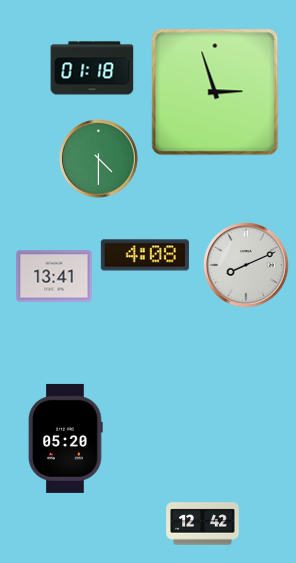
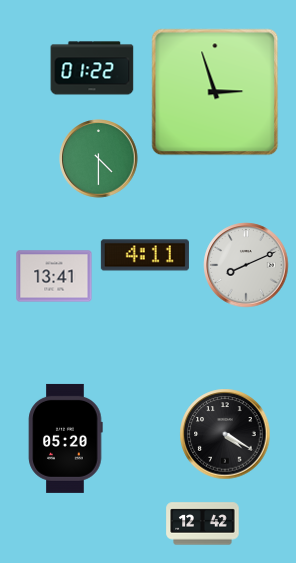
clock at (92, 68): 01:18 -> 01:22
clock at (145, 255): 4:08 -> 4:11
clock at (225, 434): none -> 4:20
